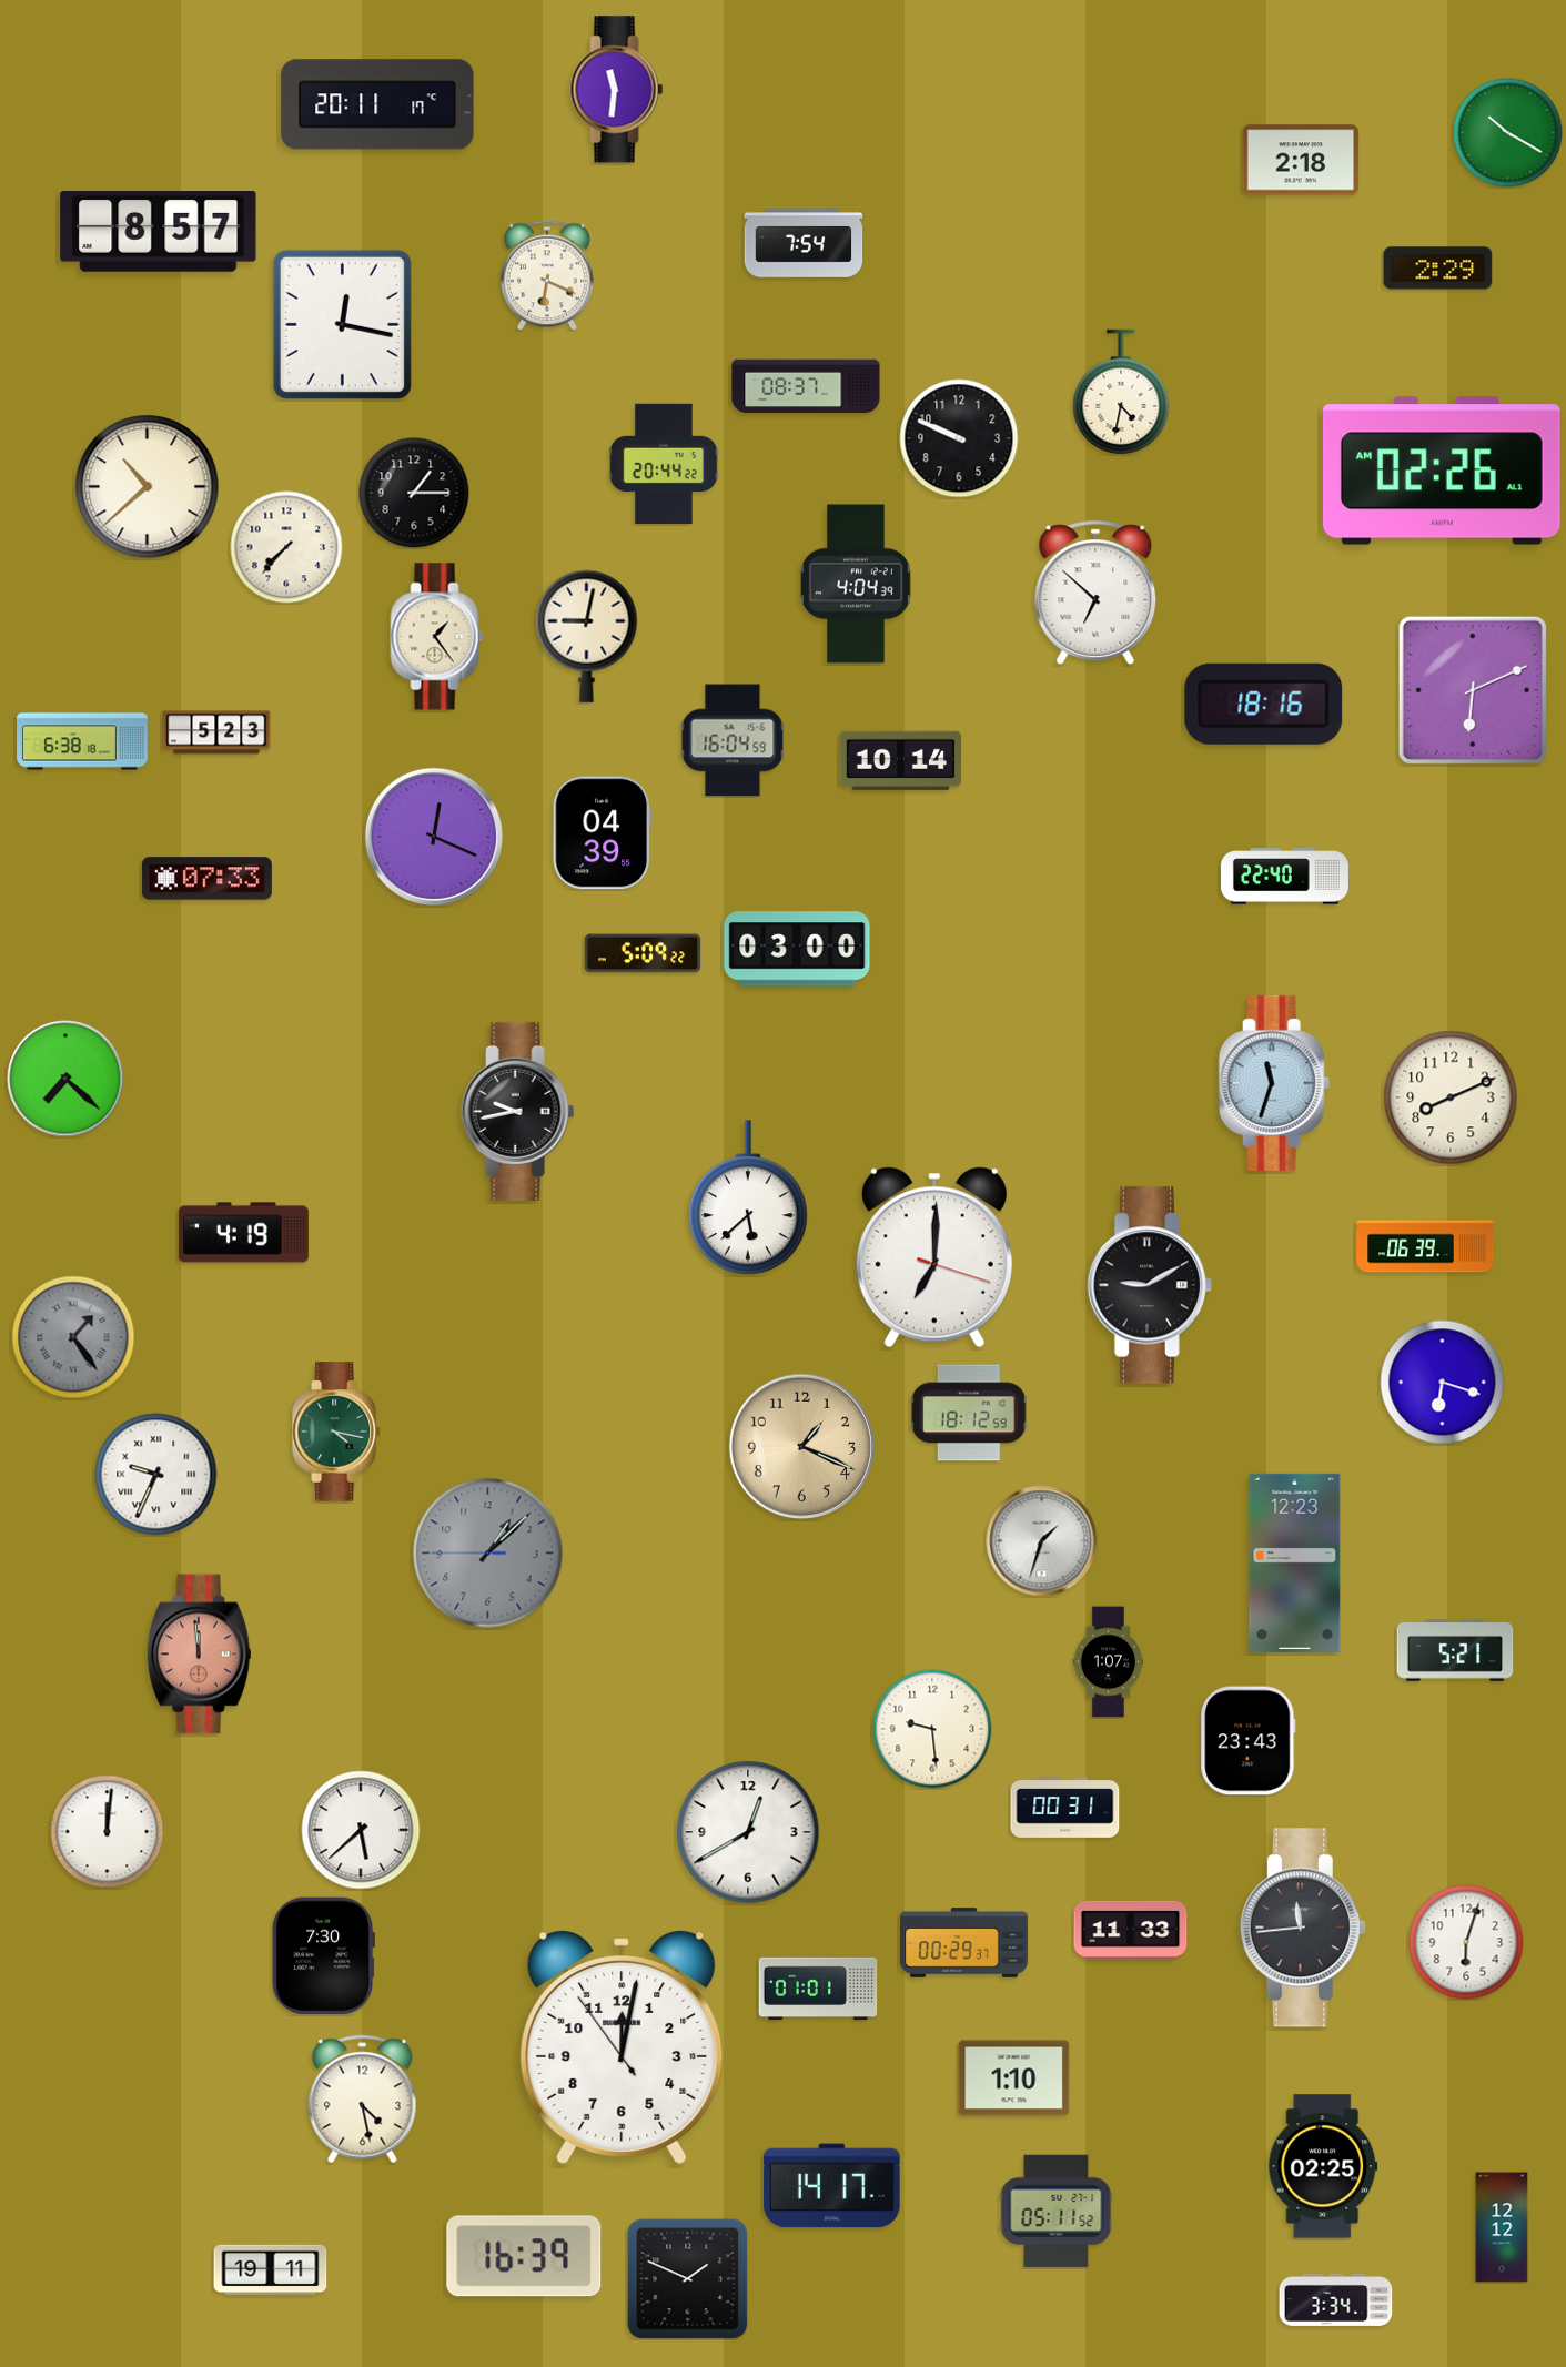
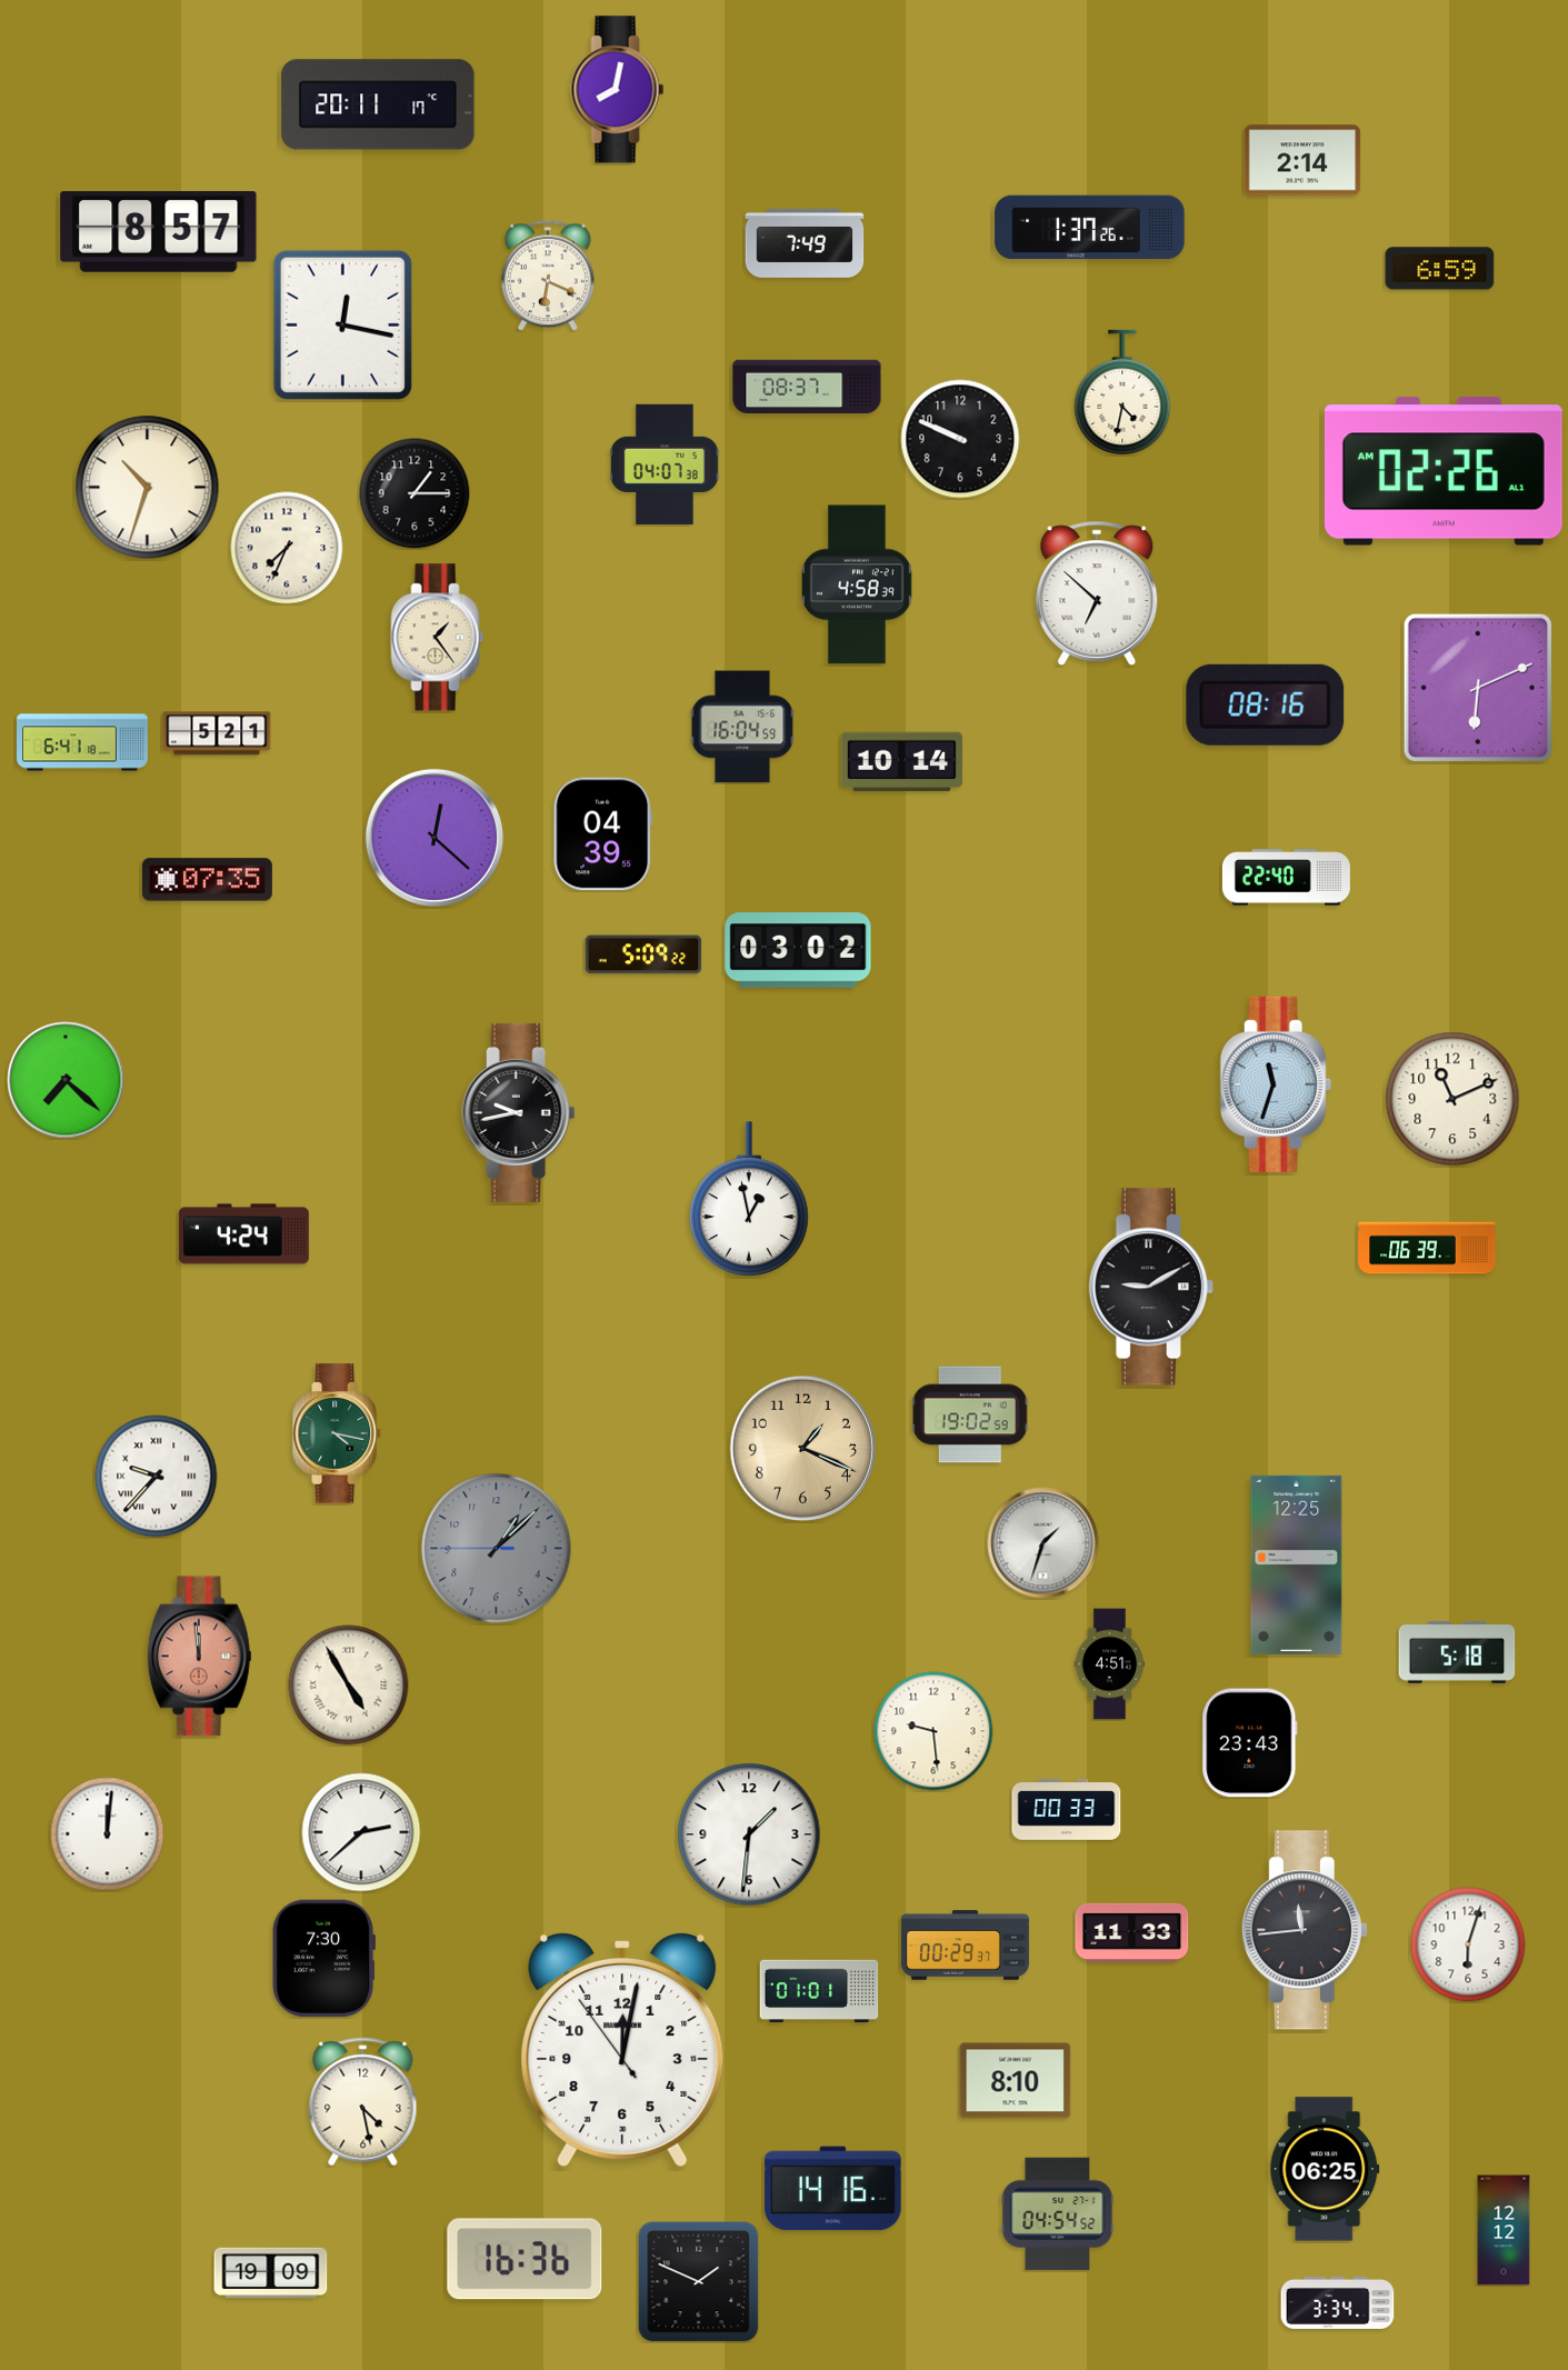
clock at (617, 90): 11:31 -> 8:02
clock at (1508, 133): 10:20 -> none
clock at (1301, 160): 2:18 -> 2:14
clock at (1090, 228): none -> 1:37
clock at (804, 243): 7:54 -> 7:49
clock at (1438, 269): 2:29 -> 6:59
clock at (664, 464): 20:44 -> 04:07
clock at (148, 487): 10:38 -> 10:33
clock at (286, 547): 7:37 -> 7:34
clock at (857, 584): 4:04 -> 4:58
clock at (587, 636): 9:02 -> none
clock at (1473, 690) position: (1473, 690) -> (1478, 688)
clock at (1264, 704): 18:16 -> 08:16
clock at (216, 732): 5:23 -> 5:21
clock at (733, 740) position: (733, 740) -> (742, 727)
clock at (83, 741): 6:38 -> 6:41
clock at (434, 837): 12:19 -> 12:22
clock at (206, 879): 07:33 -> 07:35
clock at (797, 949): 03:00 -> 03:02
clock at (1451, 1097): 8:11 -> 11:11
clock at (749, 1197): 5:38 -> 12:58
clock at (243, 1233): 4:19 -> 4:24
clock at (934, 1257): 7:00 -> none
clock at (73, 1337): 1:24 -> none
clock at (1443, 1383): 6:18 -> none
clock at (969, 1413): 18:12 -> 19:02
clock at (156, 1475): 9:34 -> 9:37
clock at (488, 1554) position: (488, 1554) -> (497, 1549)
clock at (1295, 1562): 12:23 -> 12:25
clock at (1455, 1650): 5:21 -> 5:18
clock at (1108, 1662): 1:07 -> 4:51
clock at (349, 1686): none -> 4:55
clock at (1065, 1808): 00:31 -> 00:33
clock at (361, 1830): 5:38 -> 2:38
clock at (748, 1832): 12:40 -> 1:31
clock at (1014, 2078): 1:10 -> 8:10
clock at (1323, 2166): 02:25 -> 06:25
clock at (832, 2186): 14:17 -> 14:16
clock at (1057, 2212): 05:11 -> 04:54
clock at (524, 2256): 16:39 -> 16:36
clock at (271, 2270): 19:11 -> 19:09
clock at (688, 2279) position: (688, 2279) -> (699, 2282)
